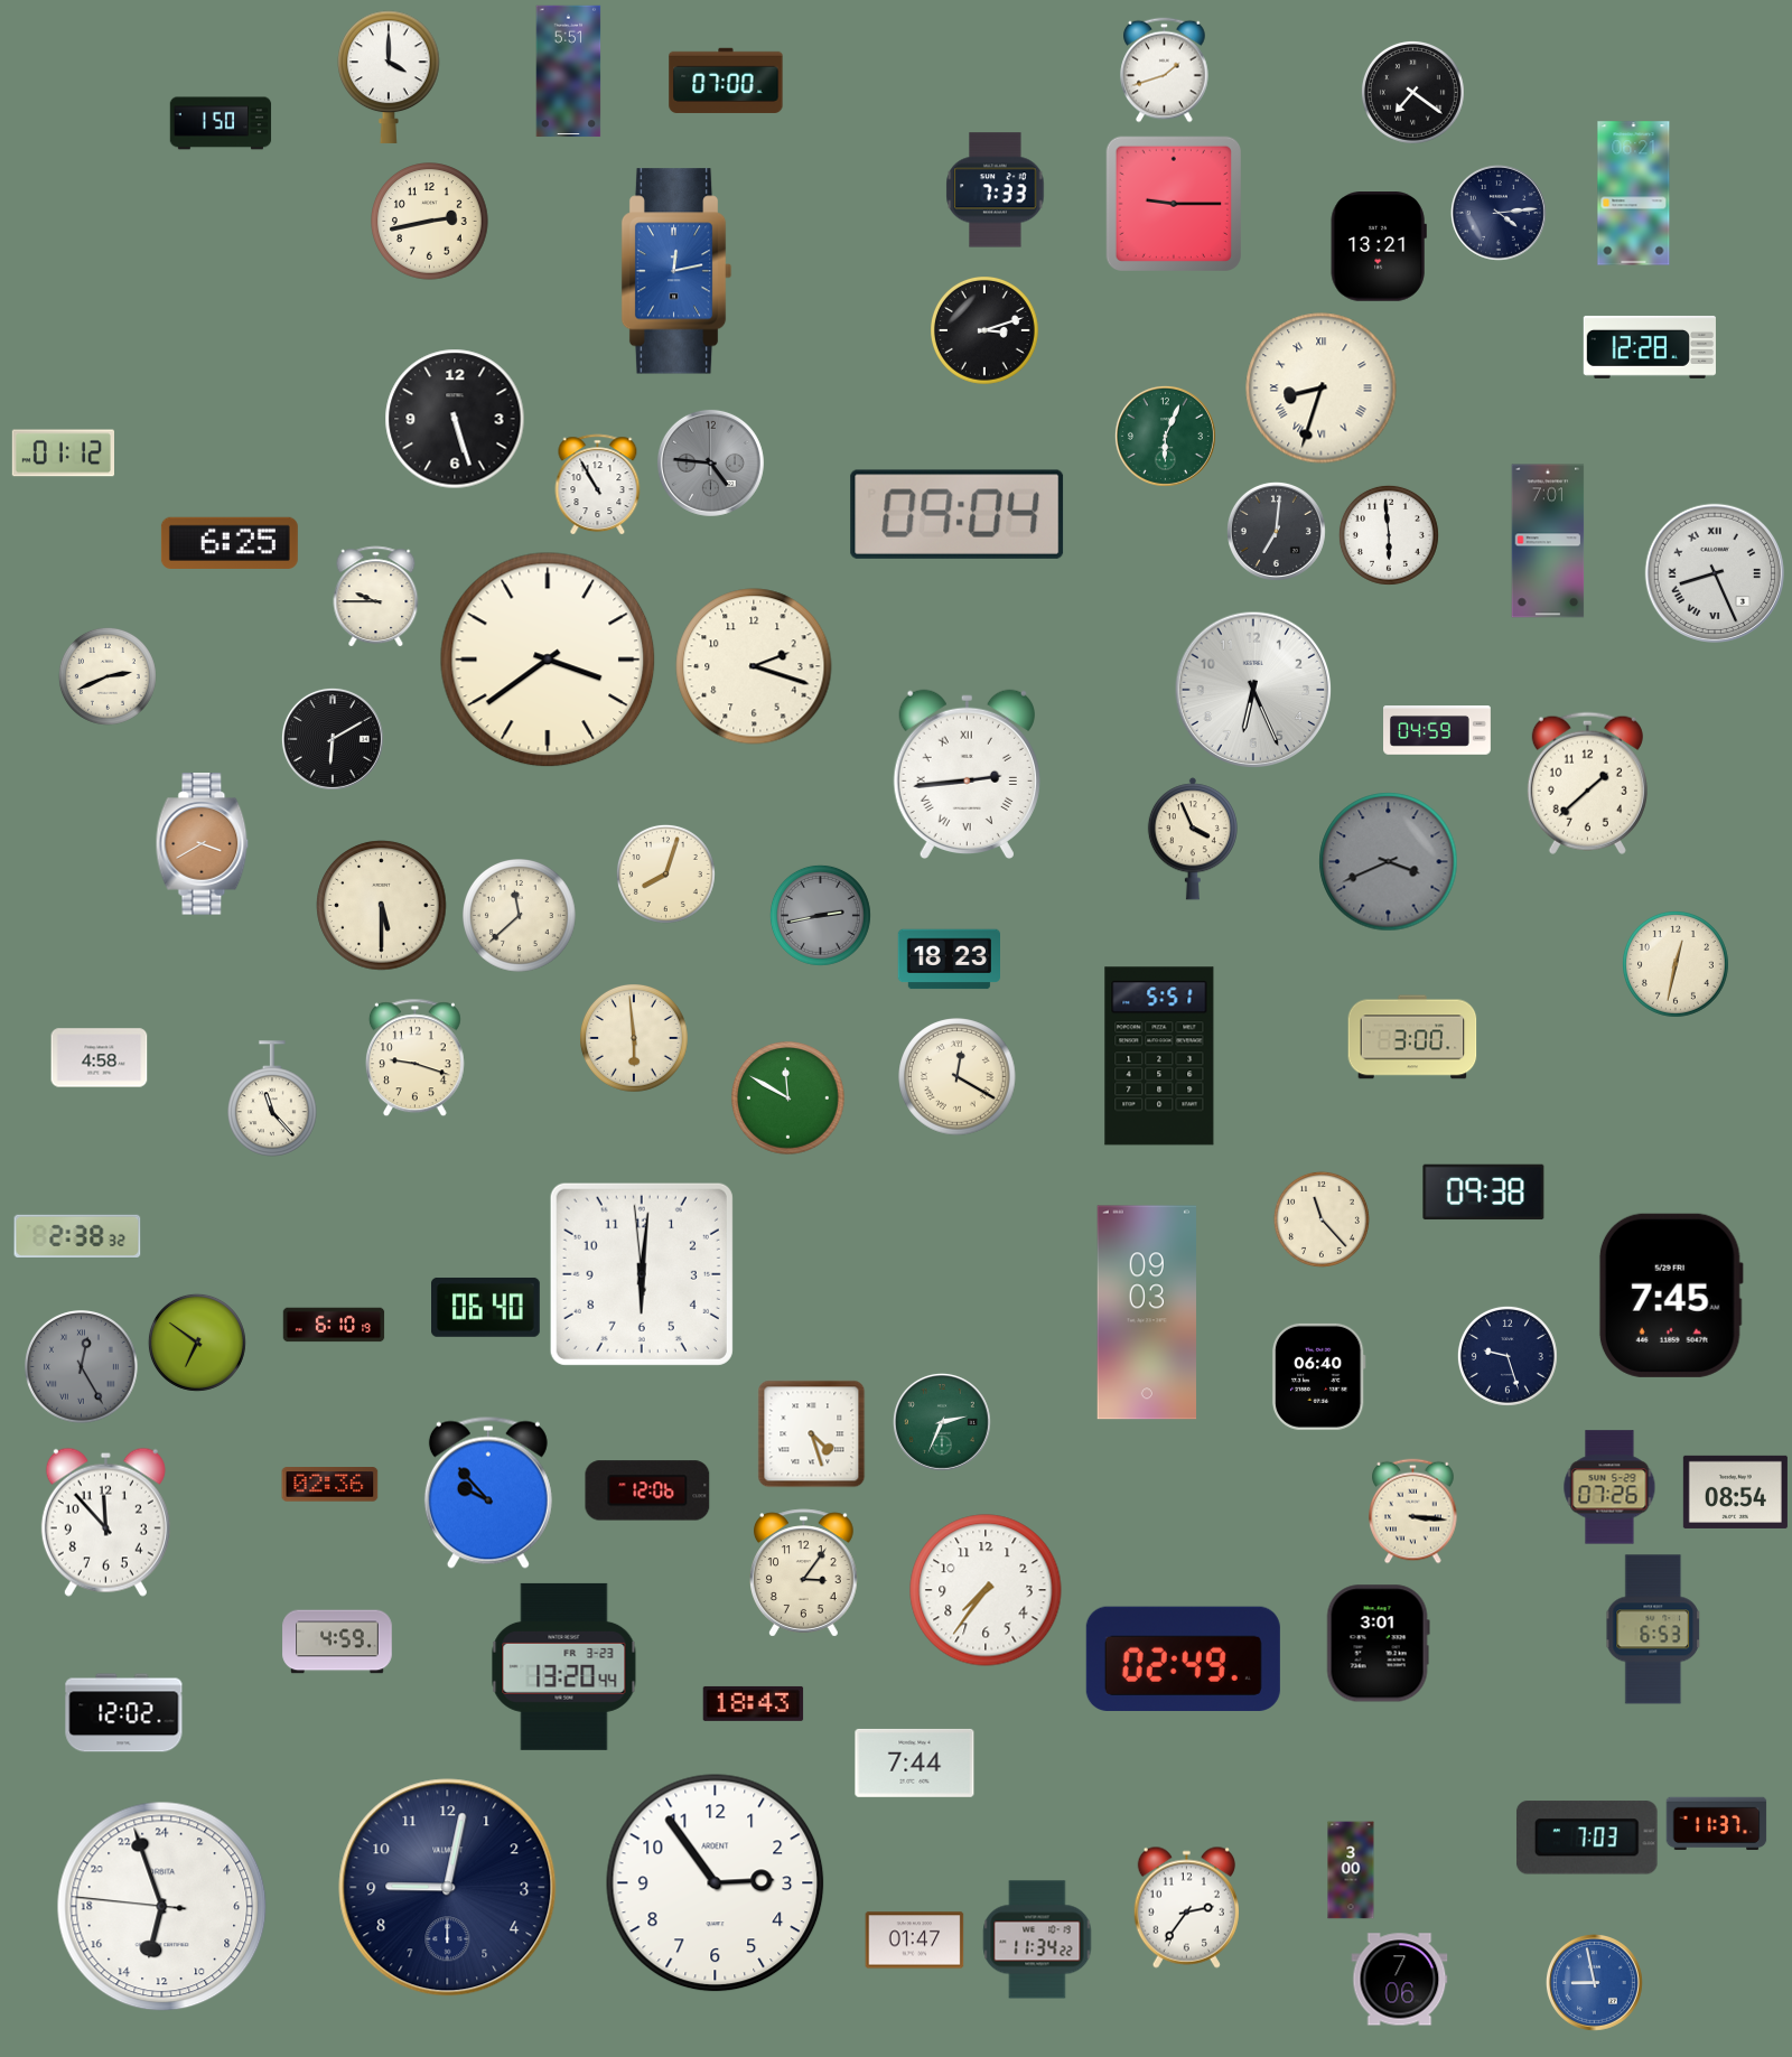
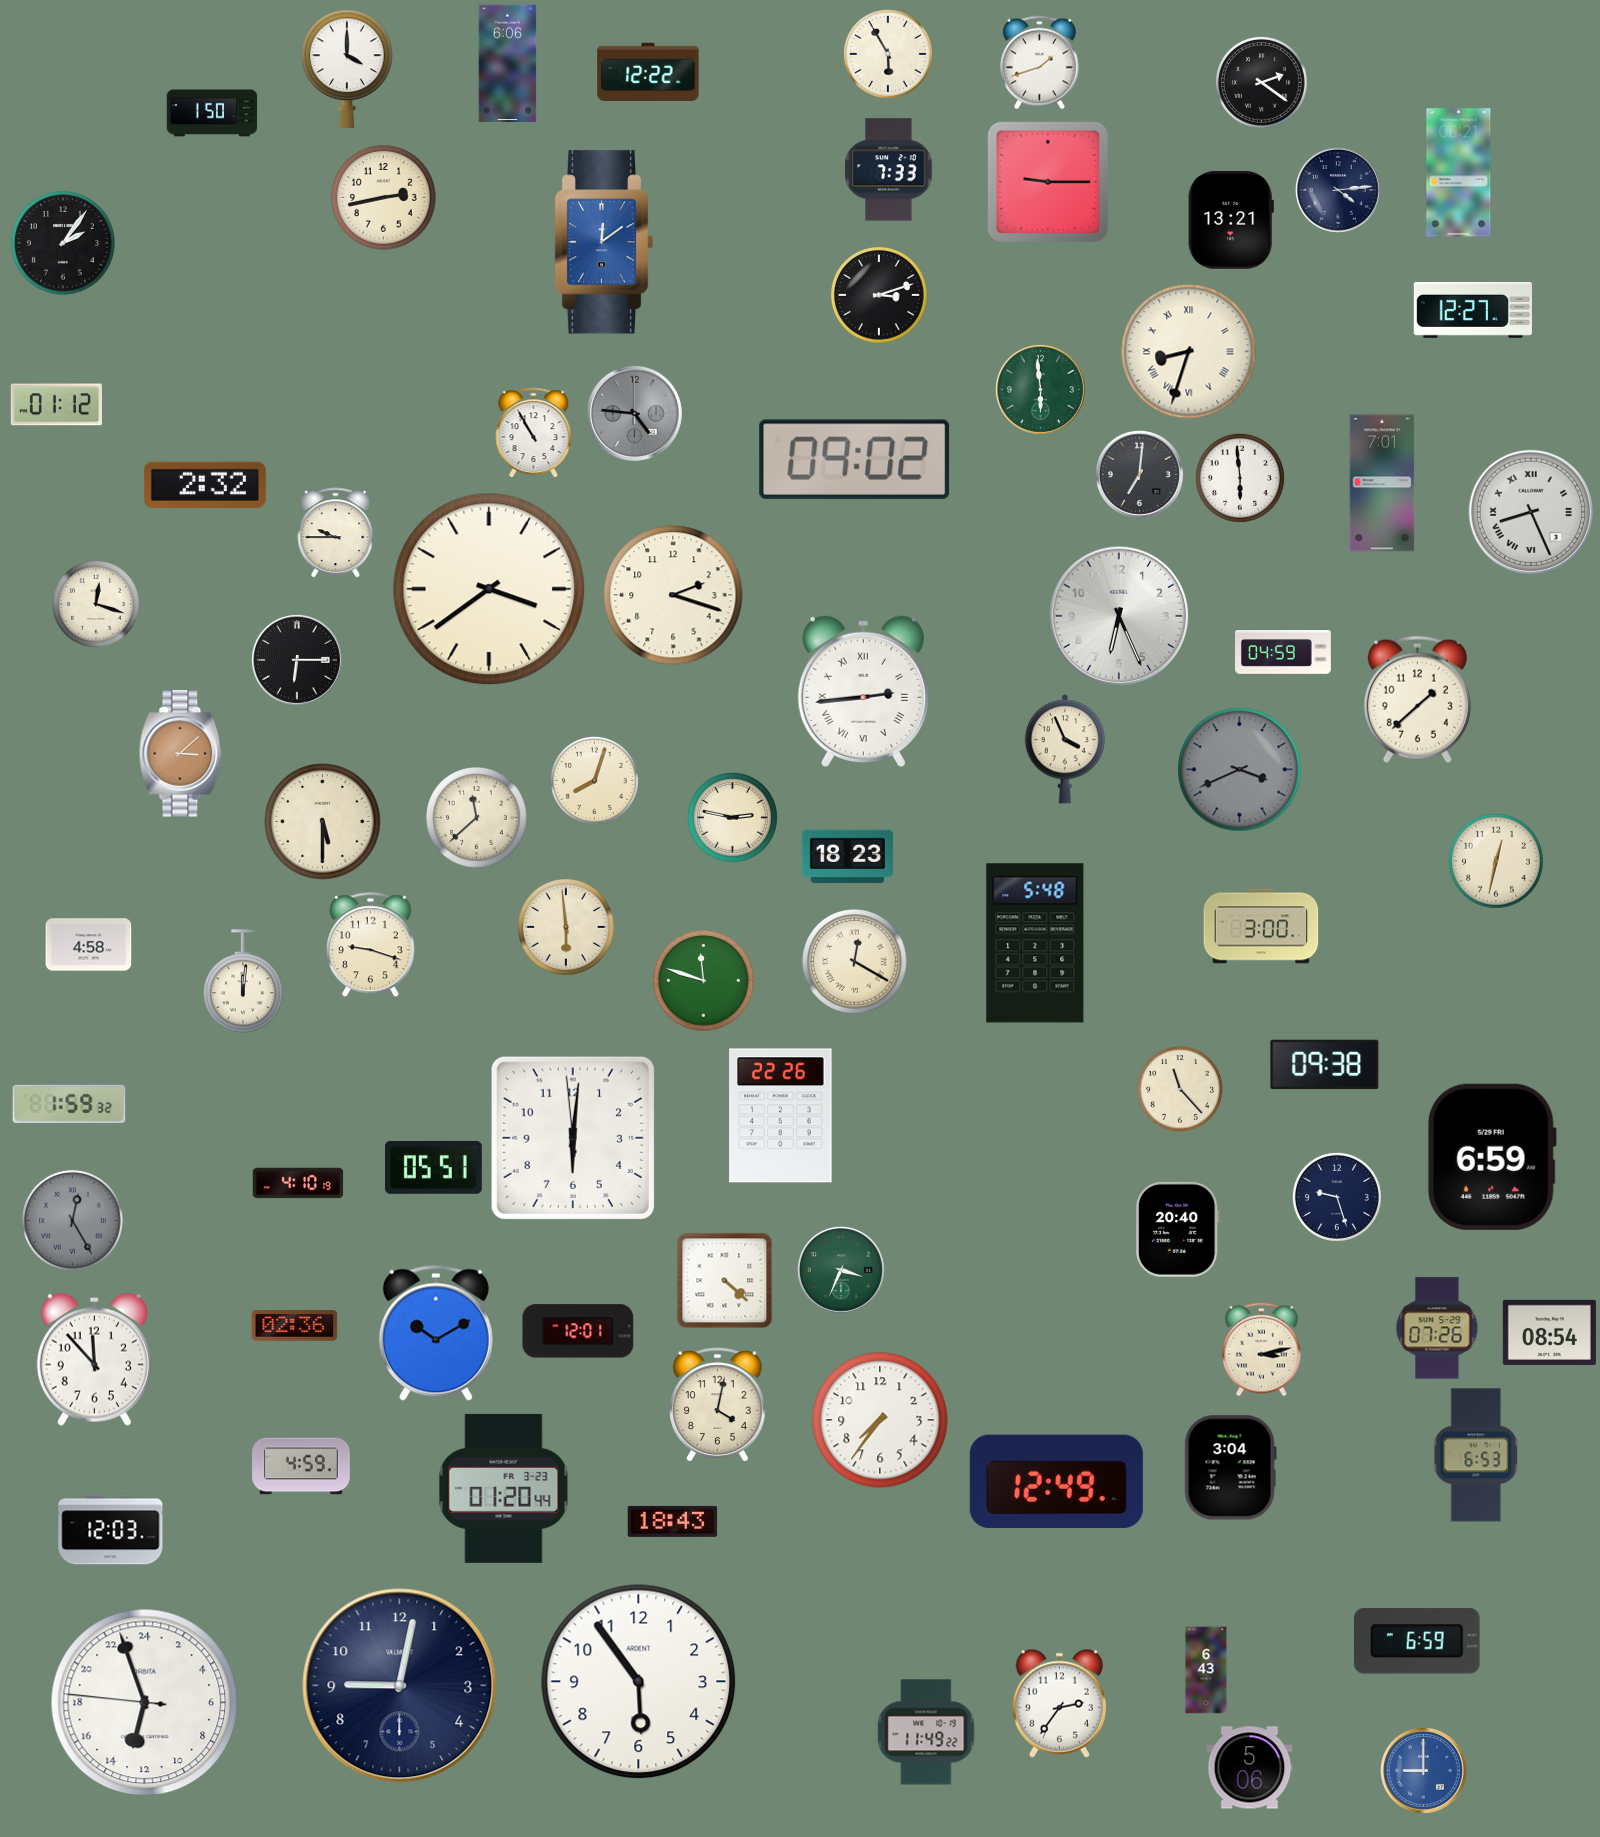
clock at (888, 54): none -> 5:55
clock at (569, 72): 5:51 -> 6:06
clock at (726, 81): 07:00 -> 12:22
clock at (1412, 92): 7:21 -> 2:21
clock at (221, 123) position: (221, 123) -> (212, 113)
clock at (676, 271): 12:13 -> 12:09
clock at (63, 243): none -> 2:06
clock at (1650, 347): 12:28 -> 12:27
clock at (1322, 389) position: (1322, 389) -> (1189, 352)
clock at (455, 419): 5:27 -> none
clock at (1165, 436): 6:04 -> 5:59
clock at (958, 514): 09:04 -> 09:02
clock at (230, 543): 6:25 -> 2:32
clock at (108, 676): 2:41 -> 12:18
clock at (333, 739): 6:10 -> 6:15
clock at (203, 844): 3:40 -> 3:08
clock at (382, 906) position: (382, 906) -> (323, 822)
clock at (820, 915): 2:43 -> 2:47
clock at (820, 915) dial: grey -> cream
clock at (520, 916) position: (520, 916) -> (477, 818)
clock at (1159, 1056): 5:51 -> 5:48
clock at (273, 1098): 11:23 -> 12:01
clock at (788, 1098): 11:50 -> 11:48
clock at (77, 1236): 2:38 -> 1:59
clock at (781, 1116): none -> 22:26
clock at (1671, 1296): 7:45 -> 6:59
clock at (486, 1308): 06:40 -> 05:51
clock at (1147, 1312): 09:03 -> none
clock at (334, 1325): 6:10 -> 4:10
clock at (197, 1343): 6:51 -> none
clock at (1508, 1356) position: (1508, 1356) -> (1337, 1197)
clock at (1318, 1376): 06:40 -> 20:40
clock at (942, 1422): 2:34 -> 3:34
clock at (812, 1434): 4:27 -> 4:22
clock at (647, 1490): 12:06 -> 12:01
clock at (488, 1493): 9:53 -> 10:10
clock at (1413, 1512): 3:16 -> 3:13
clock at (804, 1573): 3:06 -> 4:02
clock at (1378, 1644): 3:01 -> 3:04
clock at (1183, 1658): 02:49 -> 12:49
clock at (564, 1666): 13:20 -> 01:20
clock at (124, 1713): 12:02 -> 12:03
clock at (915, 1763): 7:44 -> none
clock at (1717, 1824): 11:37 -> none
clock at (1587, 1838): 7:03 -> 6:59
clock at (1351, 1870): 3:00 -> 6:43
clock at (716, 1883): 2:54 -> 5:54
clock at (1037, 1939): 11:34 -> 11:49
clock at (915, 1941): 01:47 -> none
clock at (1400, 1980): 7:06 -> 5:06
clock at (1594, 1982): 8:58 -> 9:00
